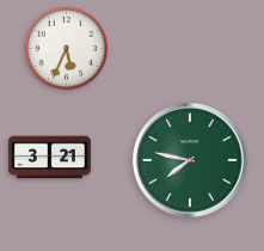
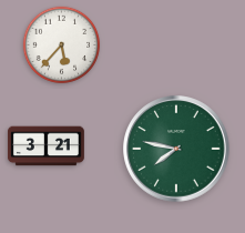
clock at (67, 49): 5:34 -> 5:37
